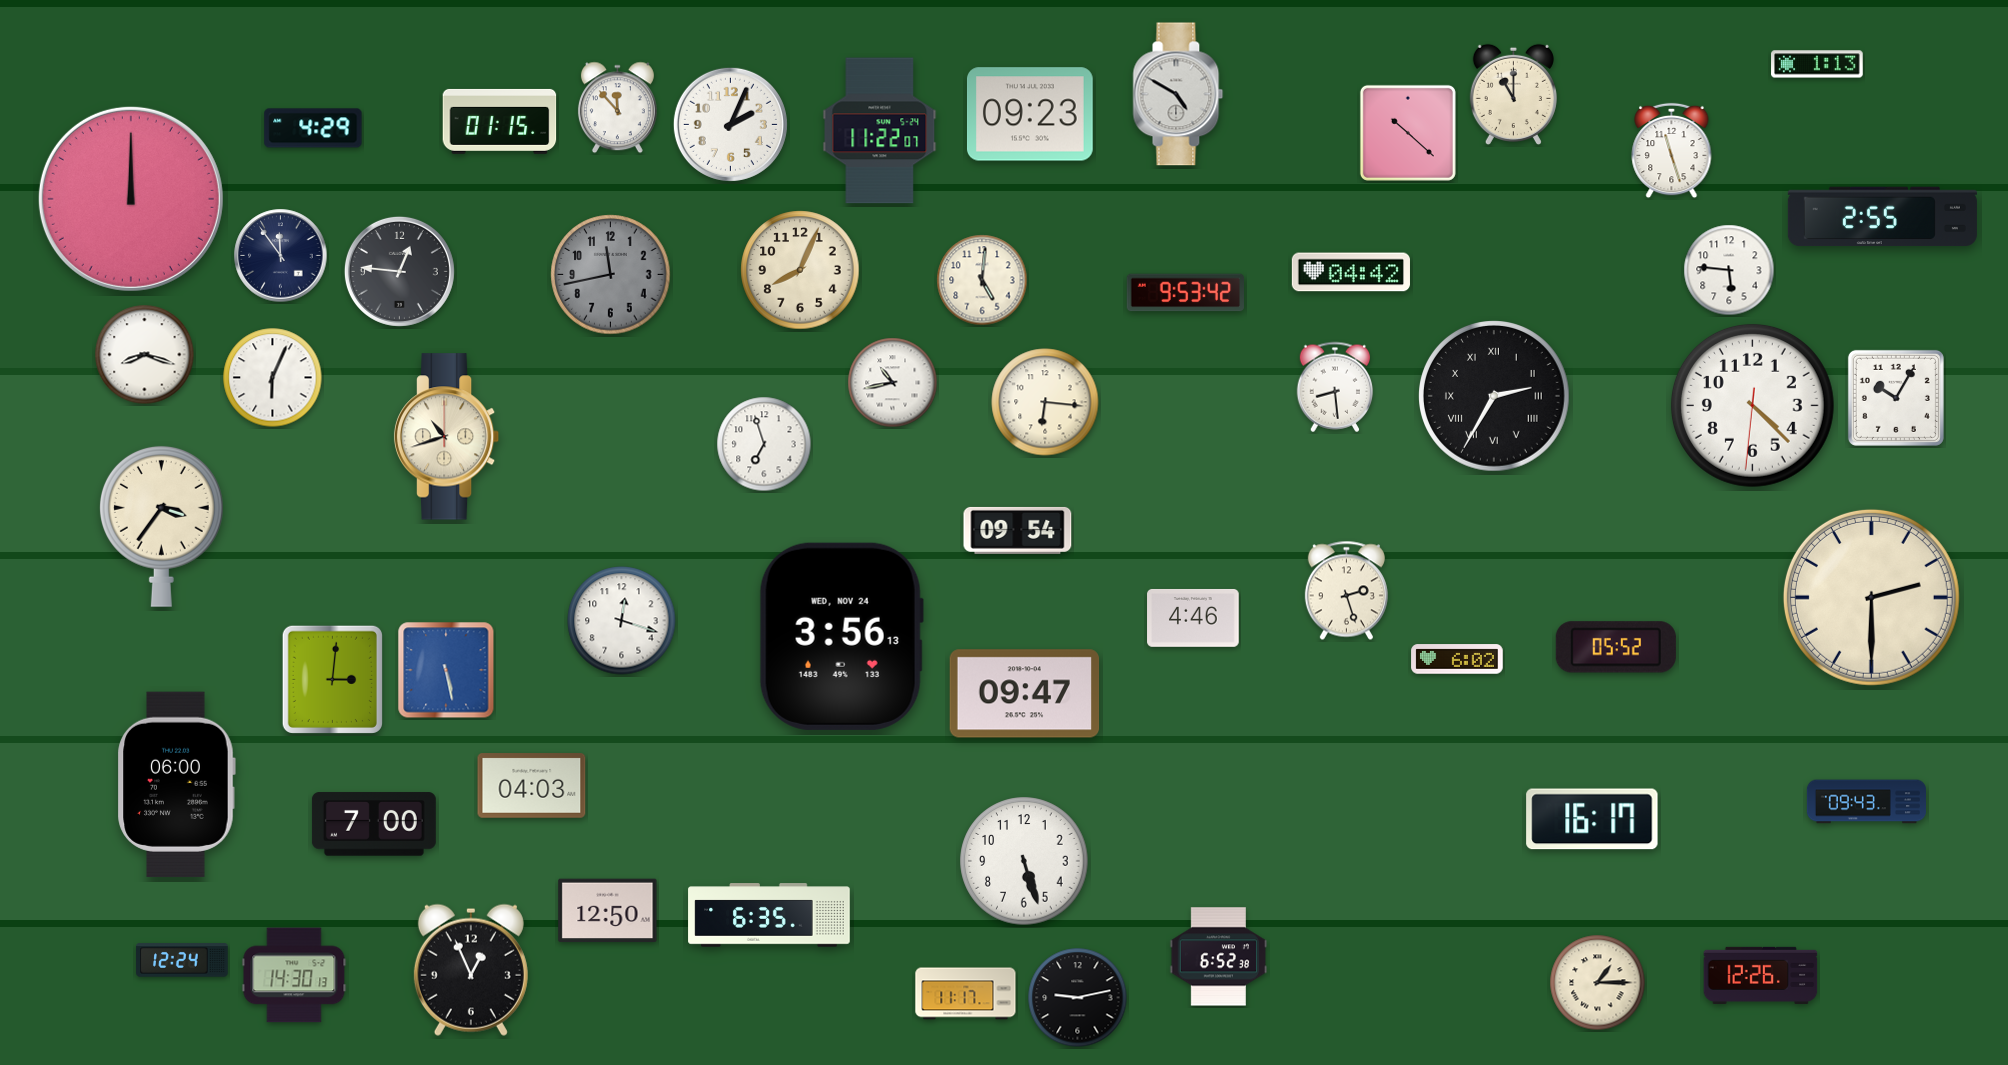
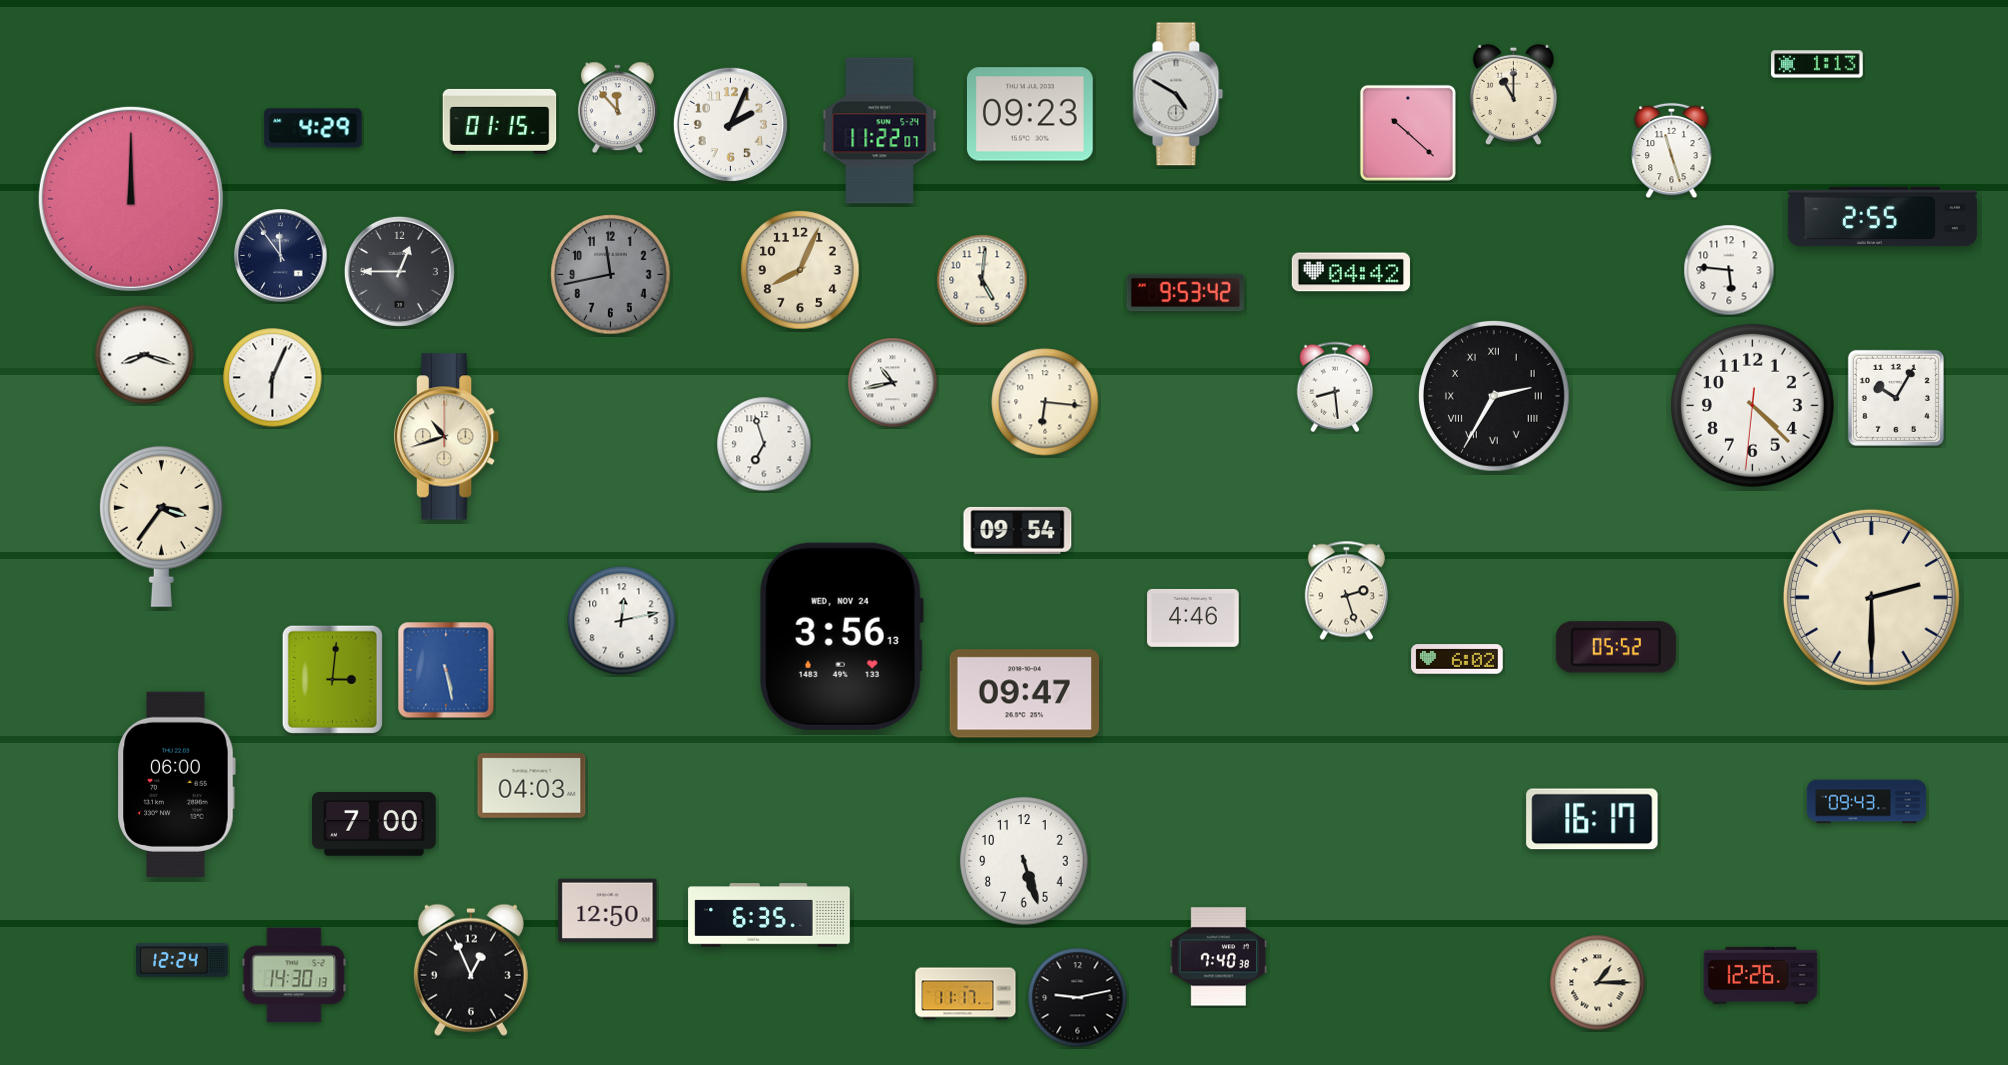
clock at (399, 271): 12:46 -> 12:45
clock at (622, 621): 12:18 -> 12:13
clock at (1219, 957): 6:52 -> 7:40
